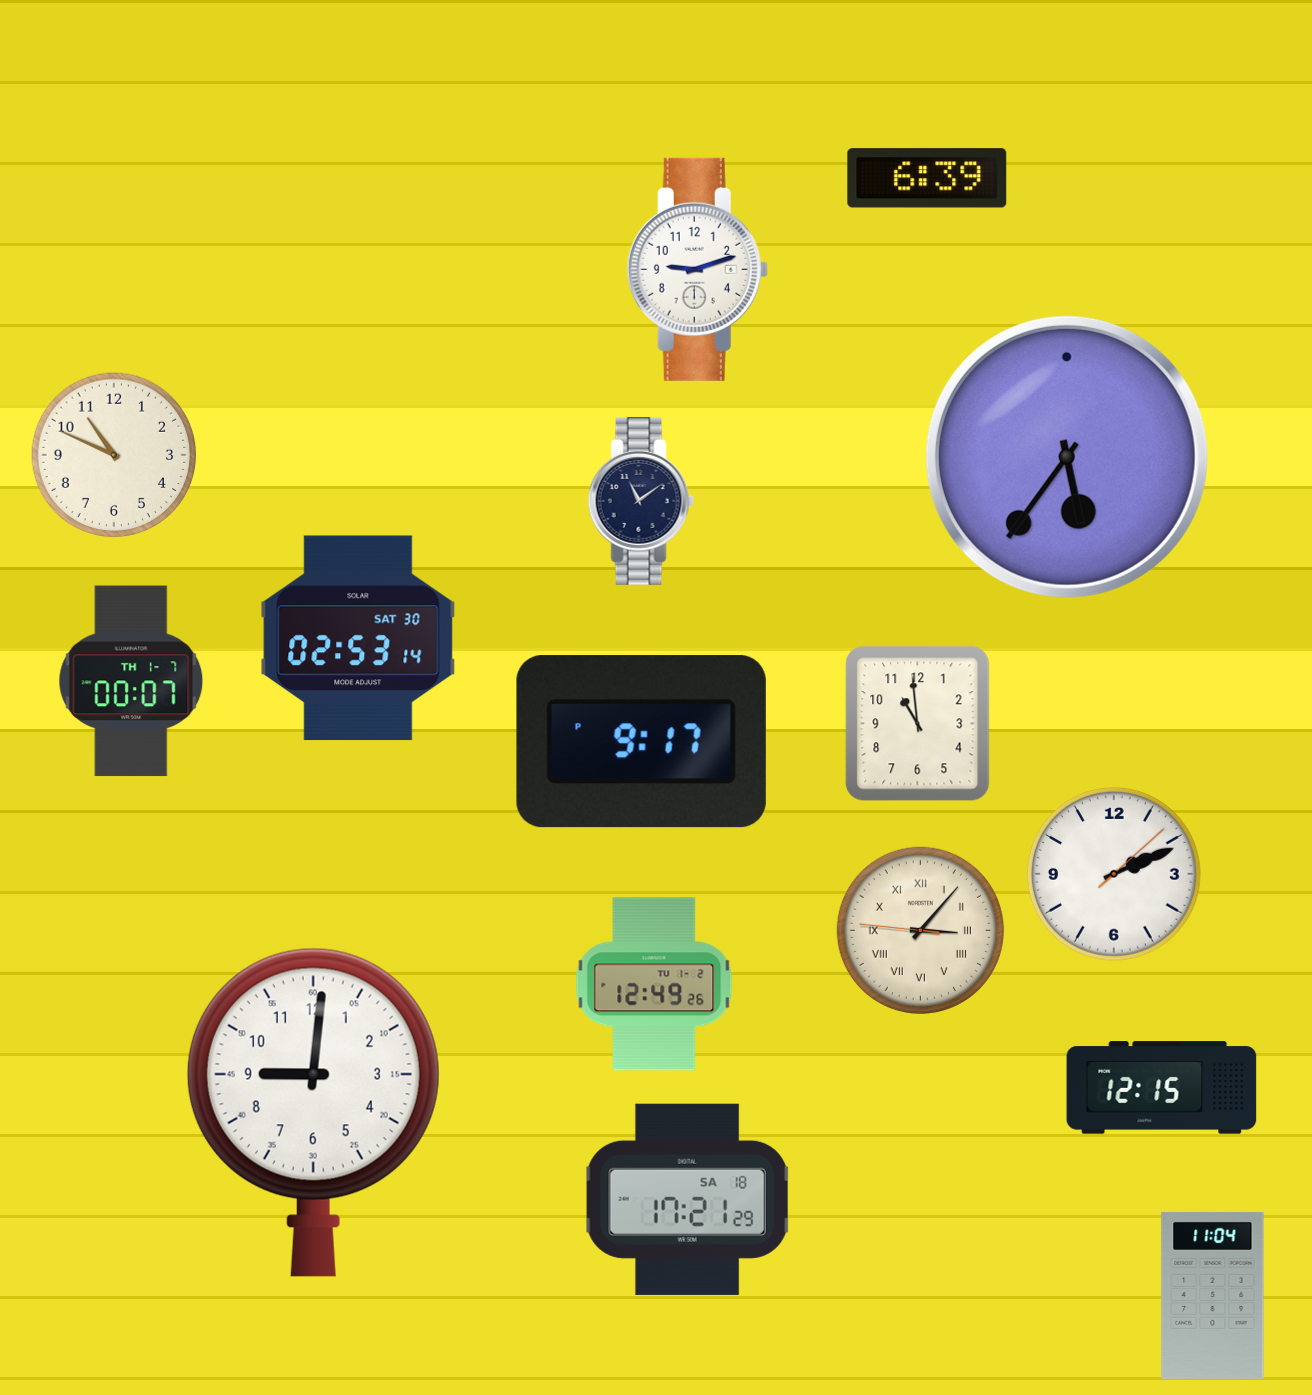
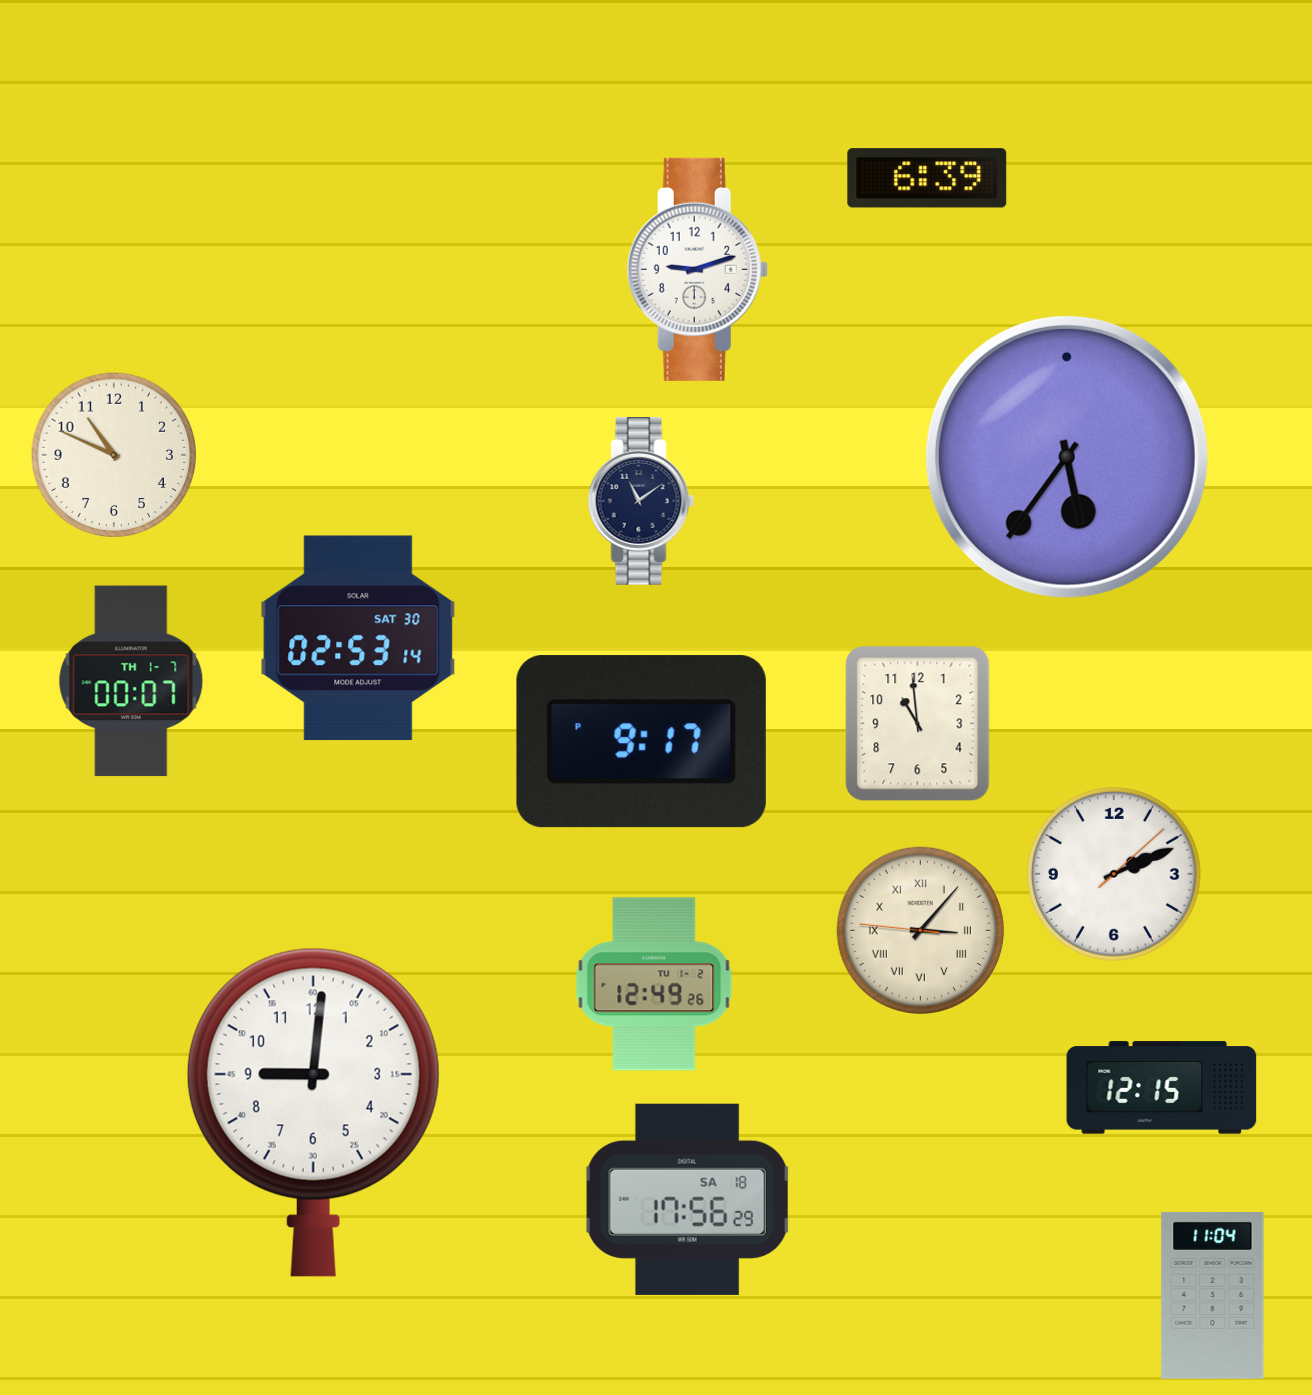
clock at (688, 1199): 17:21 -> 17:56
